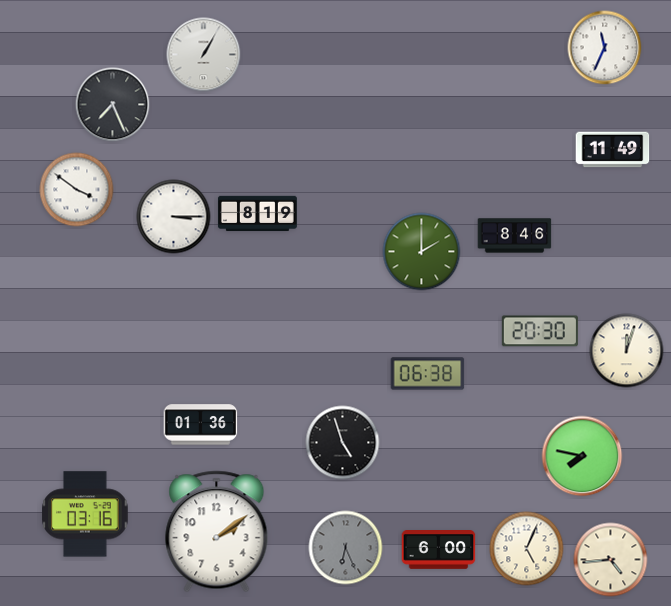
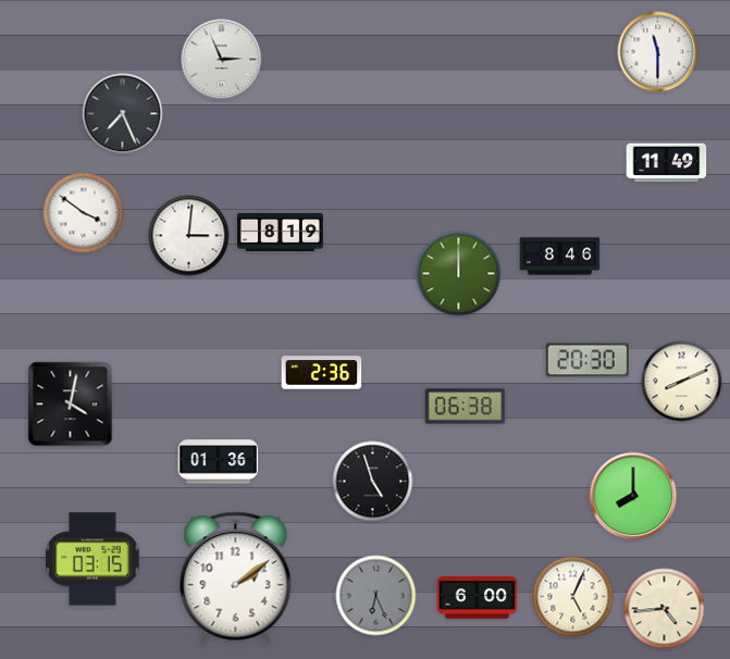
clock at (605, 48): 11:34 -> 11:30
clock at (204, 55): 1:05 -> 2:56
clock at (77, 190) position: (77, 190) -> (84, 213)
clock at (174, 217): 3:15 -> 3:01
clock at (422, 252): 2:00 -> 12:00
clock at (322, 373): none -> 2:36
clock at (627, 351): 12:03 -> 8:11
clock at (71, 405): none -> 4:02
clock at (582, 456): 7:47 -> 8:00
clock at (85, 514): 03:16 -> 03:15
